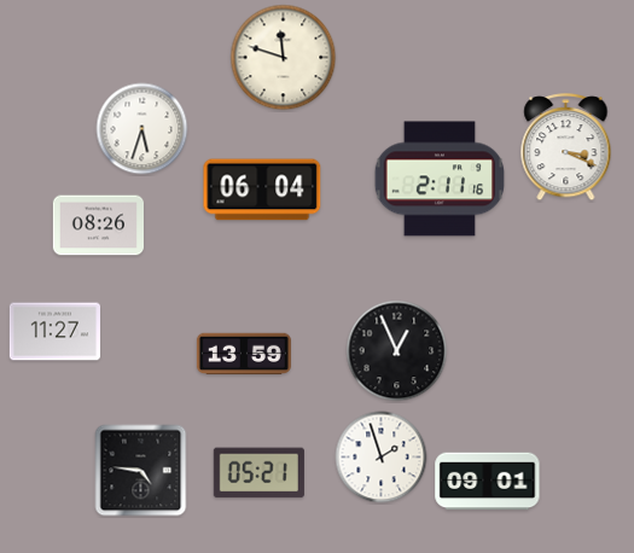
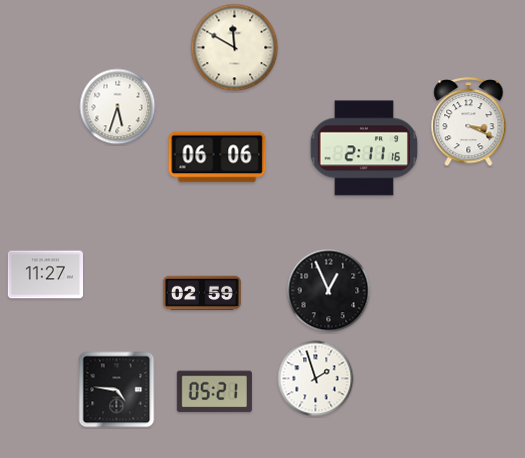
clock at (284, 58): 11:48 -> 11:50
clock at (262, 190): 06:04 -> 06:06
clock at (98, 226): 08:26 -> none
clock at (244, 354): 13:59 -> 02:59
clock at (488, 482): 09:01 -> none
